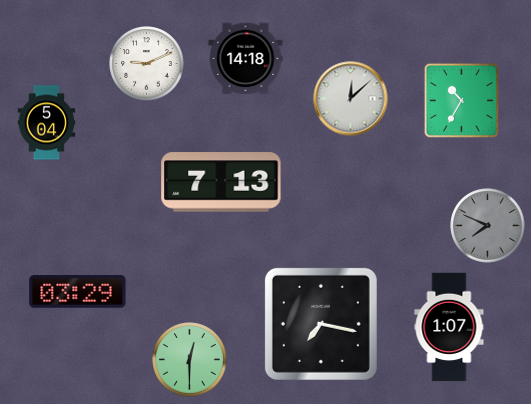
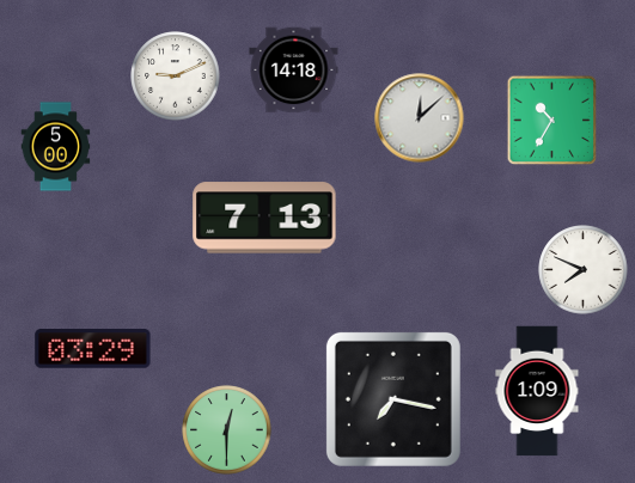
clock at (47, 123): 5:04 -> 5:00
clock at (488, 226) dial: grey -> white
clock at (321, 324) position: (321, 324) -> (393, 399)
clock at (449, 327): 1:07 -> 1:09
